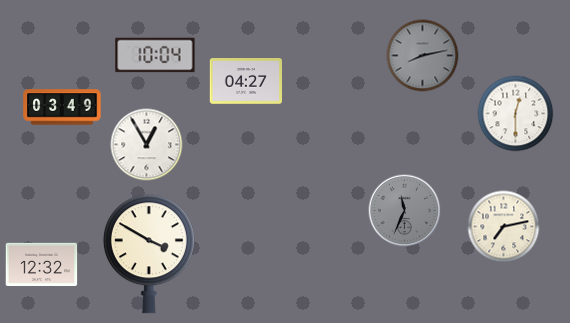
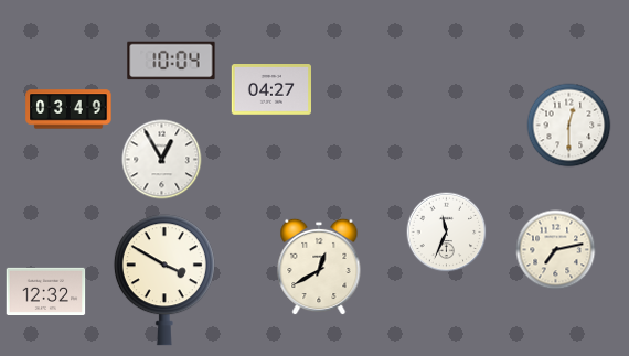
clock at (423, 56): 8:13 -> none
clock at (62, 107) position: (62, 107) -> (68, 109)
clock at (405, 211) dial: grey -> white
clock at (319, 267): none -> 12:40
